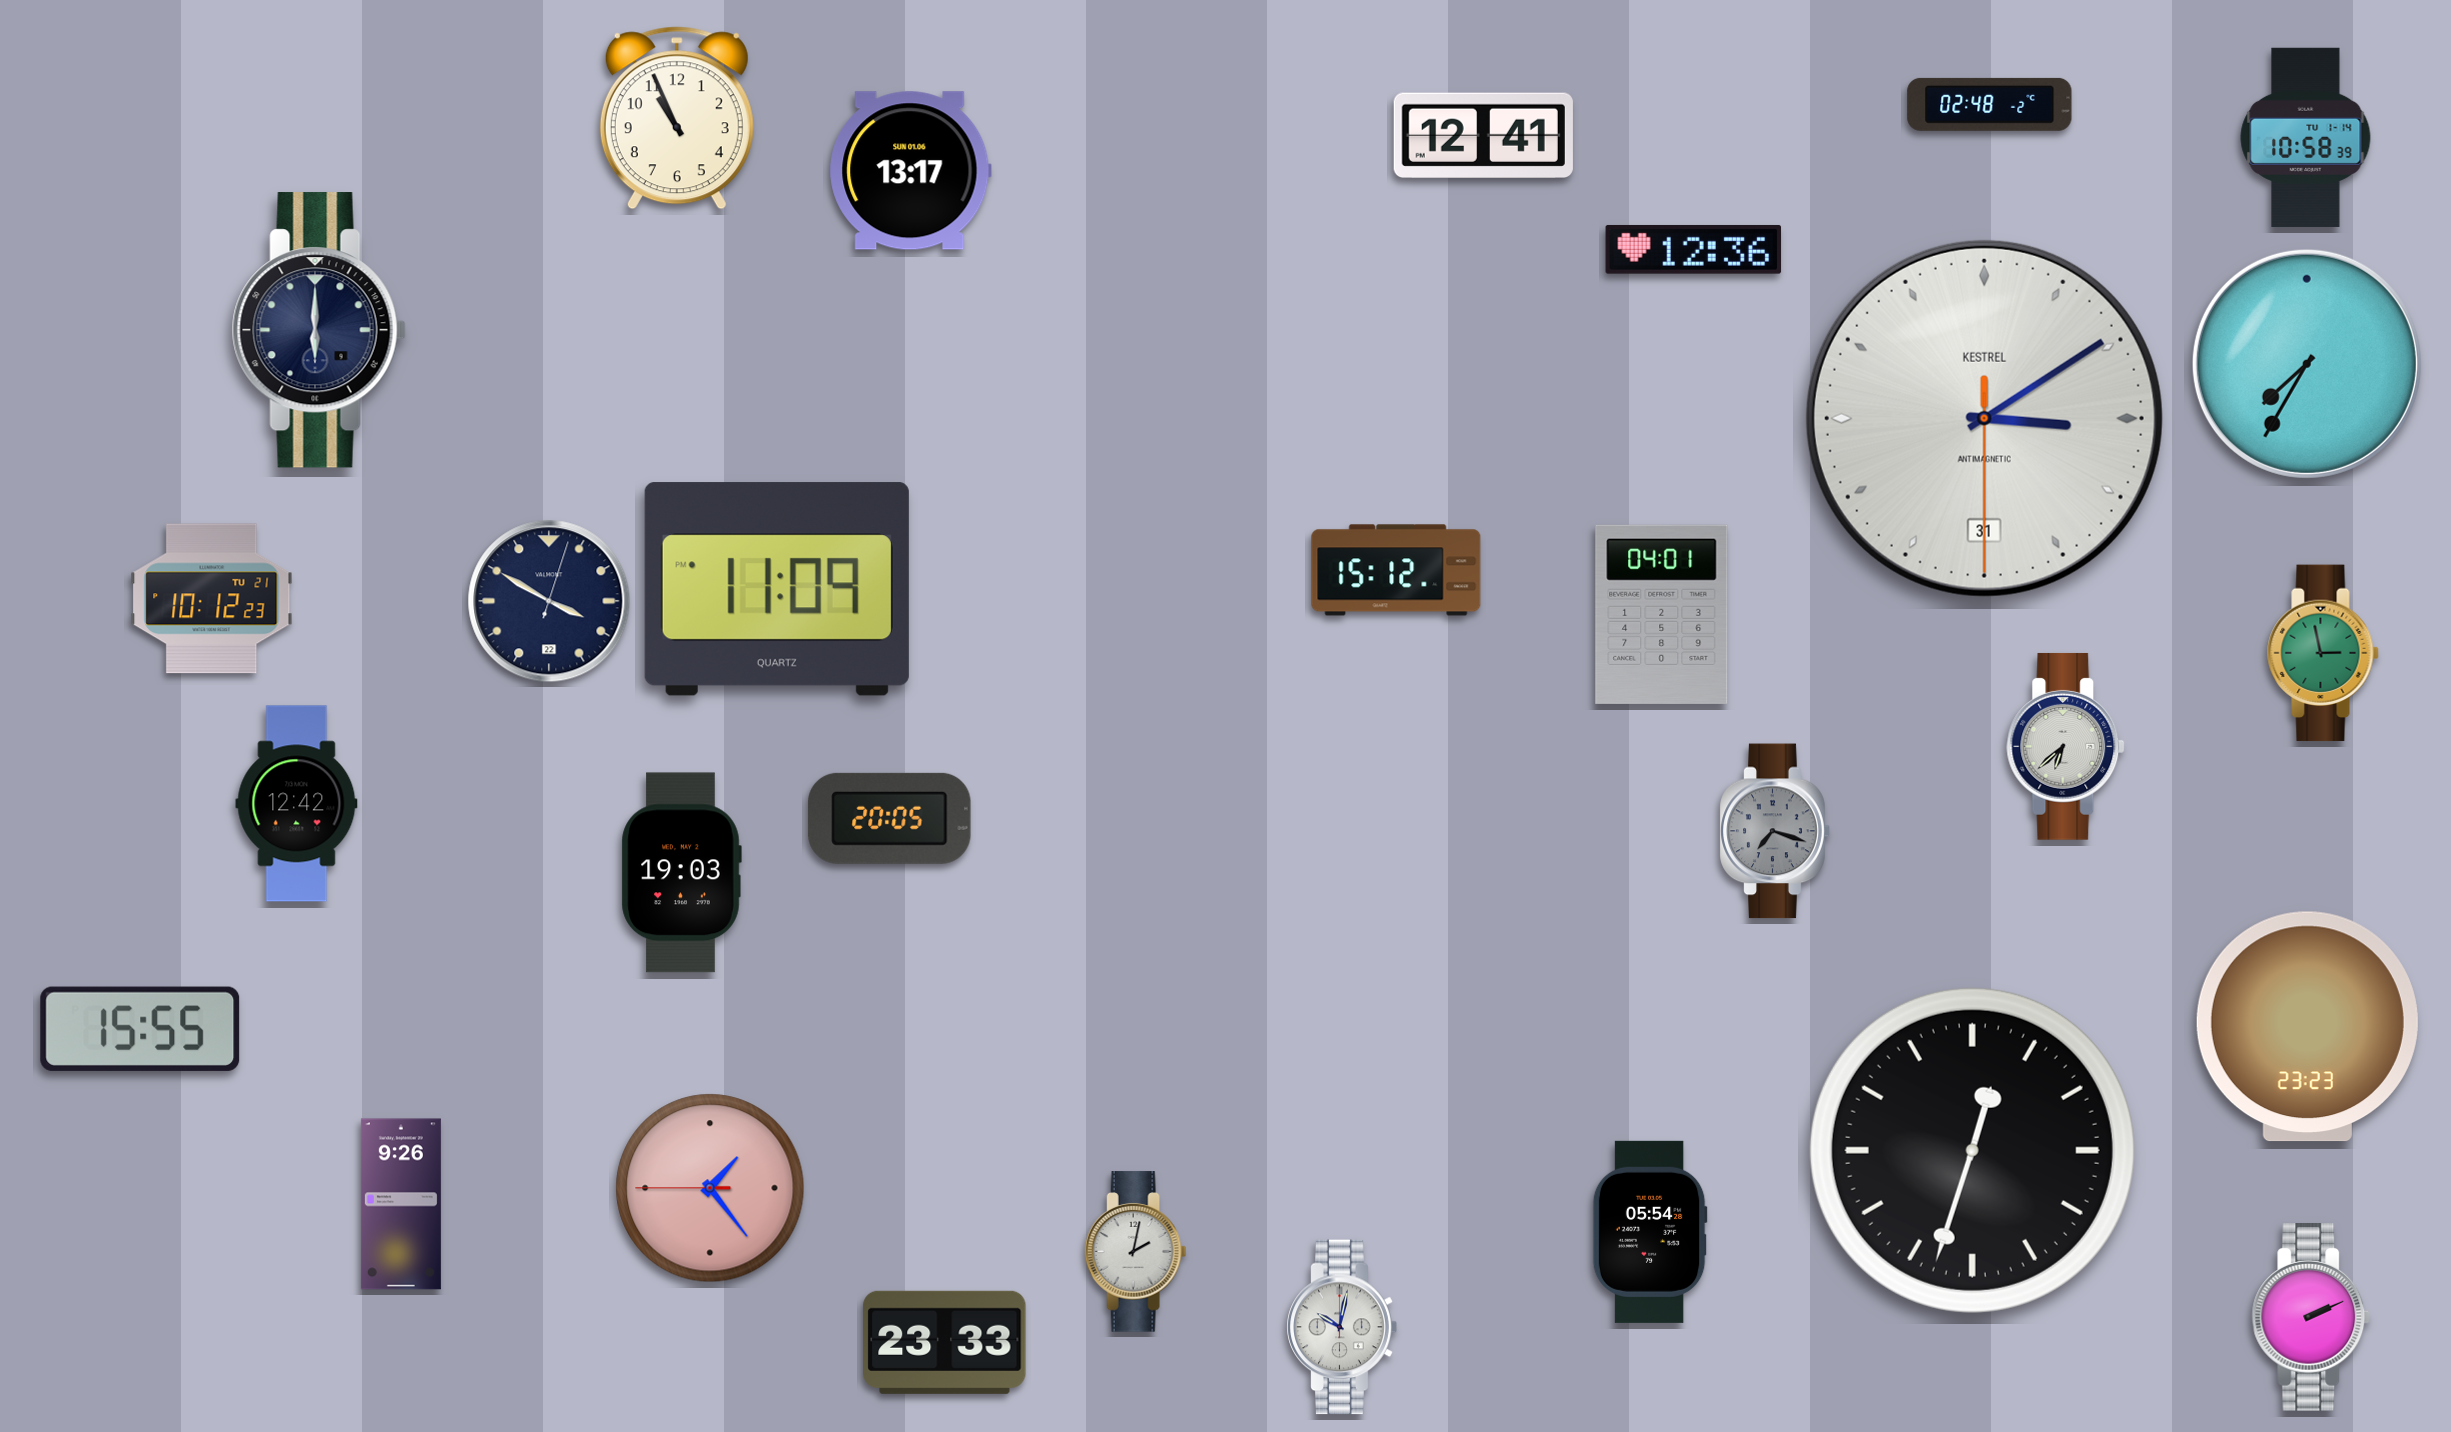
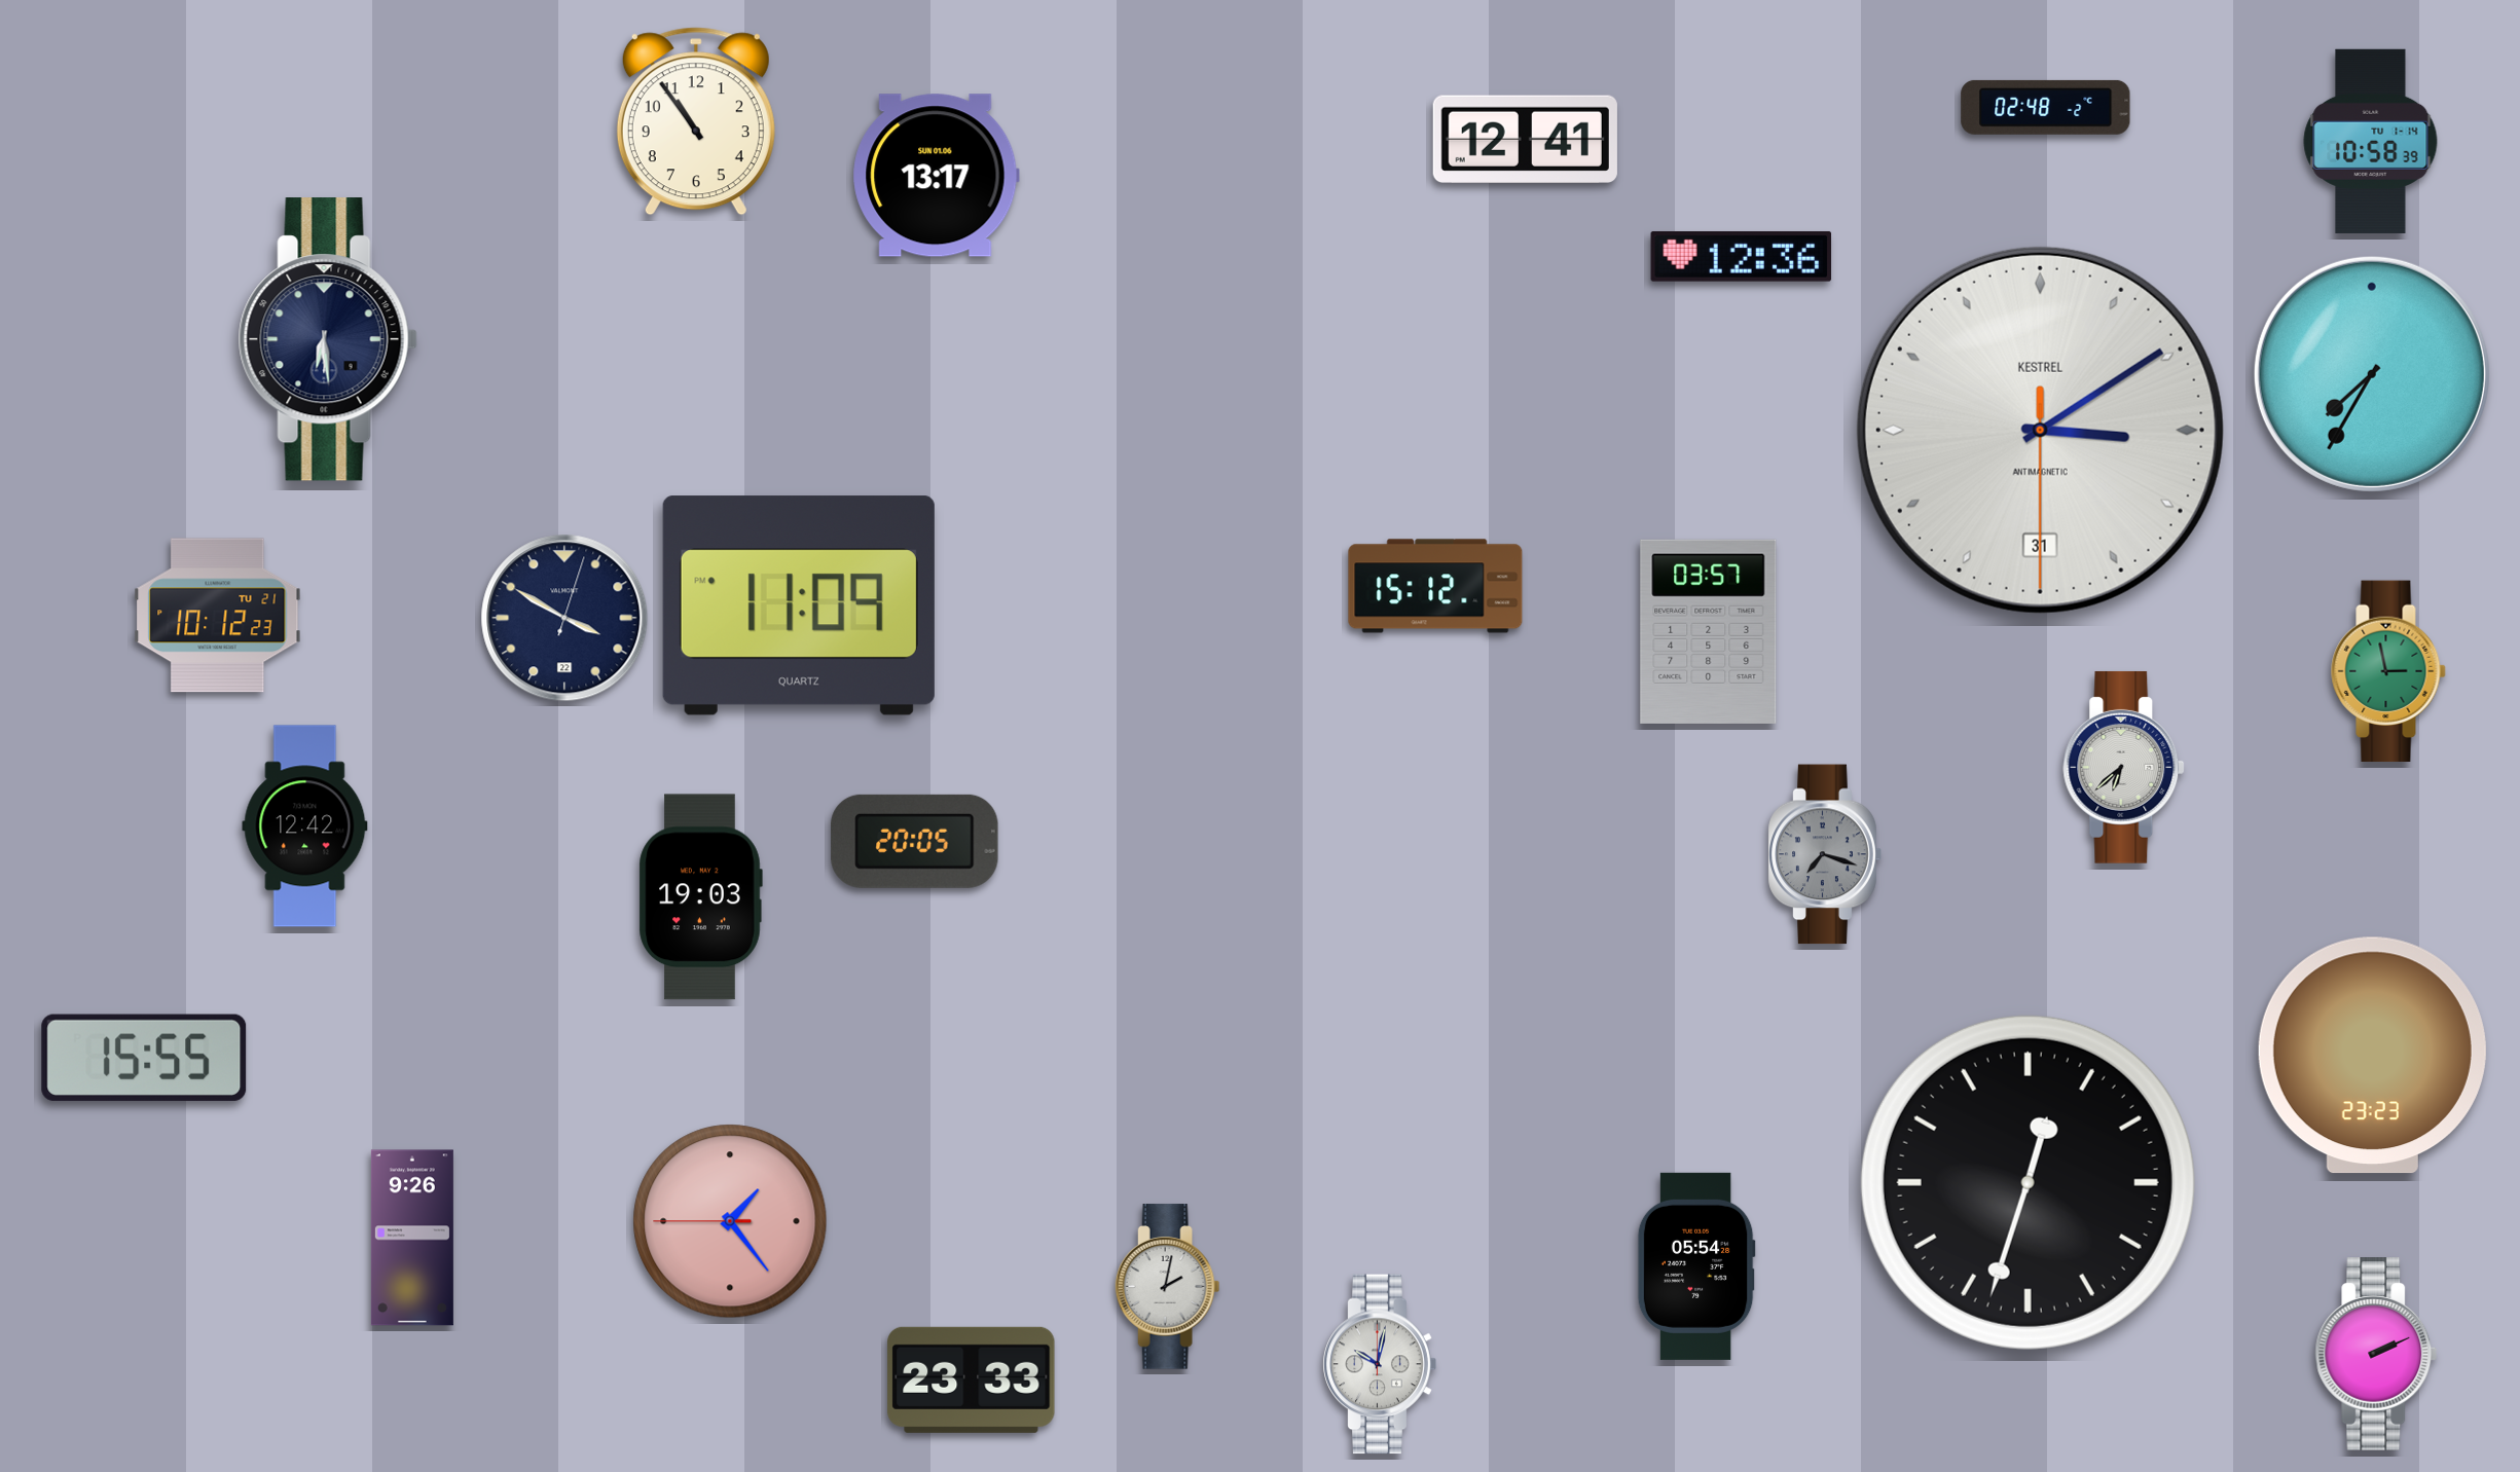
clock at (677, 118): 10:56 -> 10:54
clock at (319, 330): 6:00 -> 6:29
clock at (1662, 614): 04:01 -> 03:57
